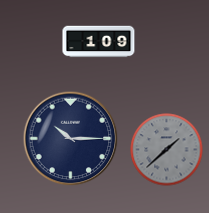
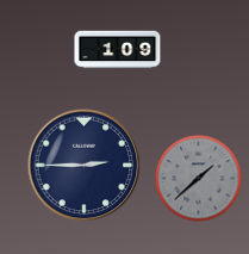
clock at (71, 139): 10:15 -> 2:45
